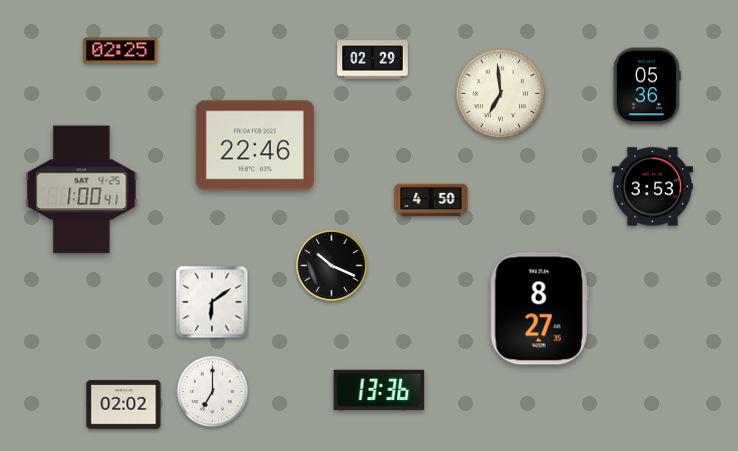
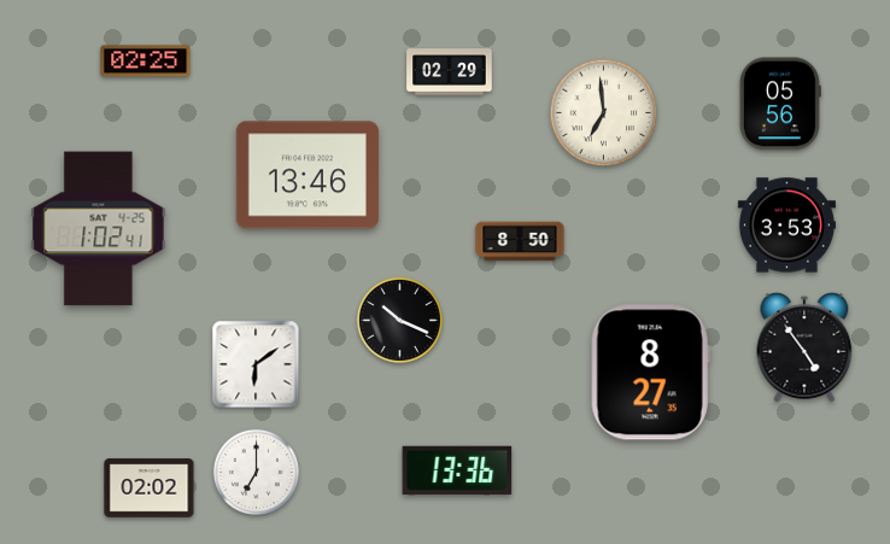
clock at (647, 86): 05:36 -> 05:56
clock at (255, 145): 22:46 -> 13:46
clock at (82, 190): 1:00 -> 1:02
clock at (431, 200): 4:50 -> 8:50
clock at (804, 347): none -> 4:54
